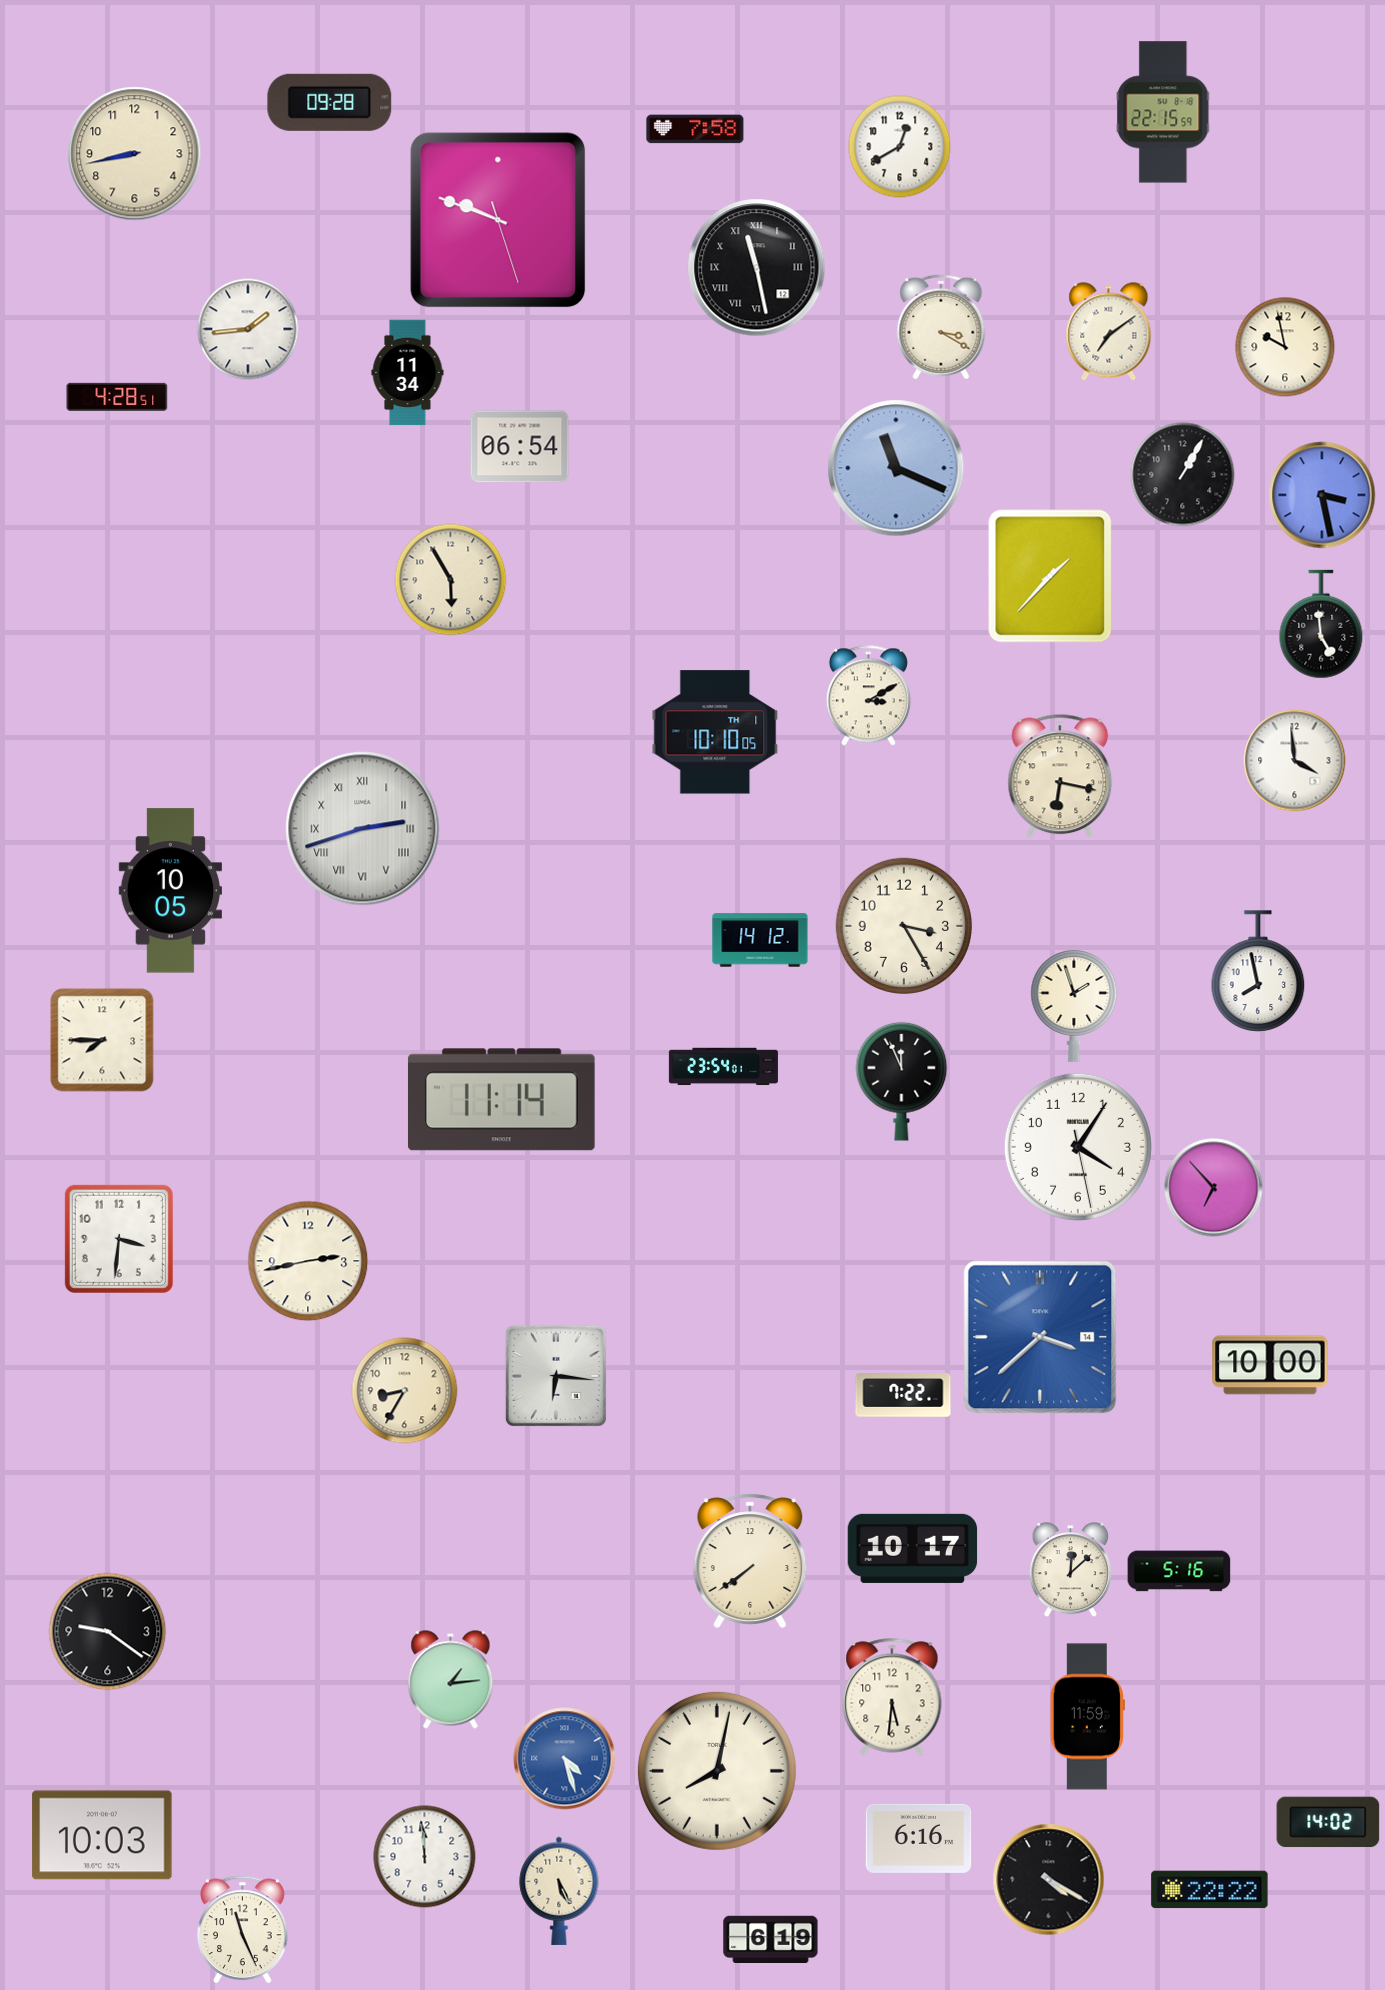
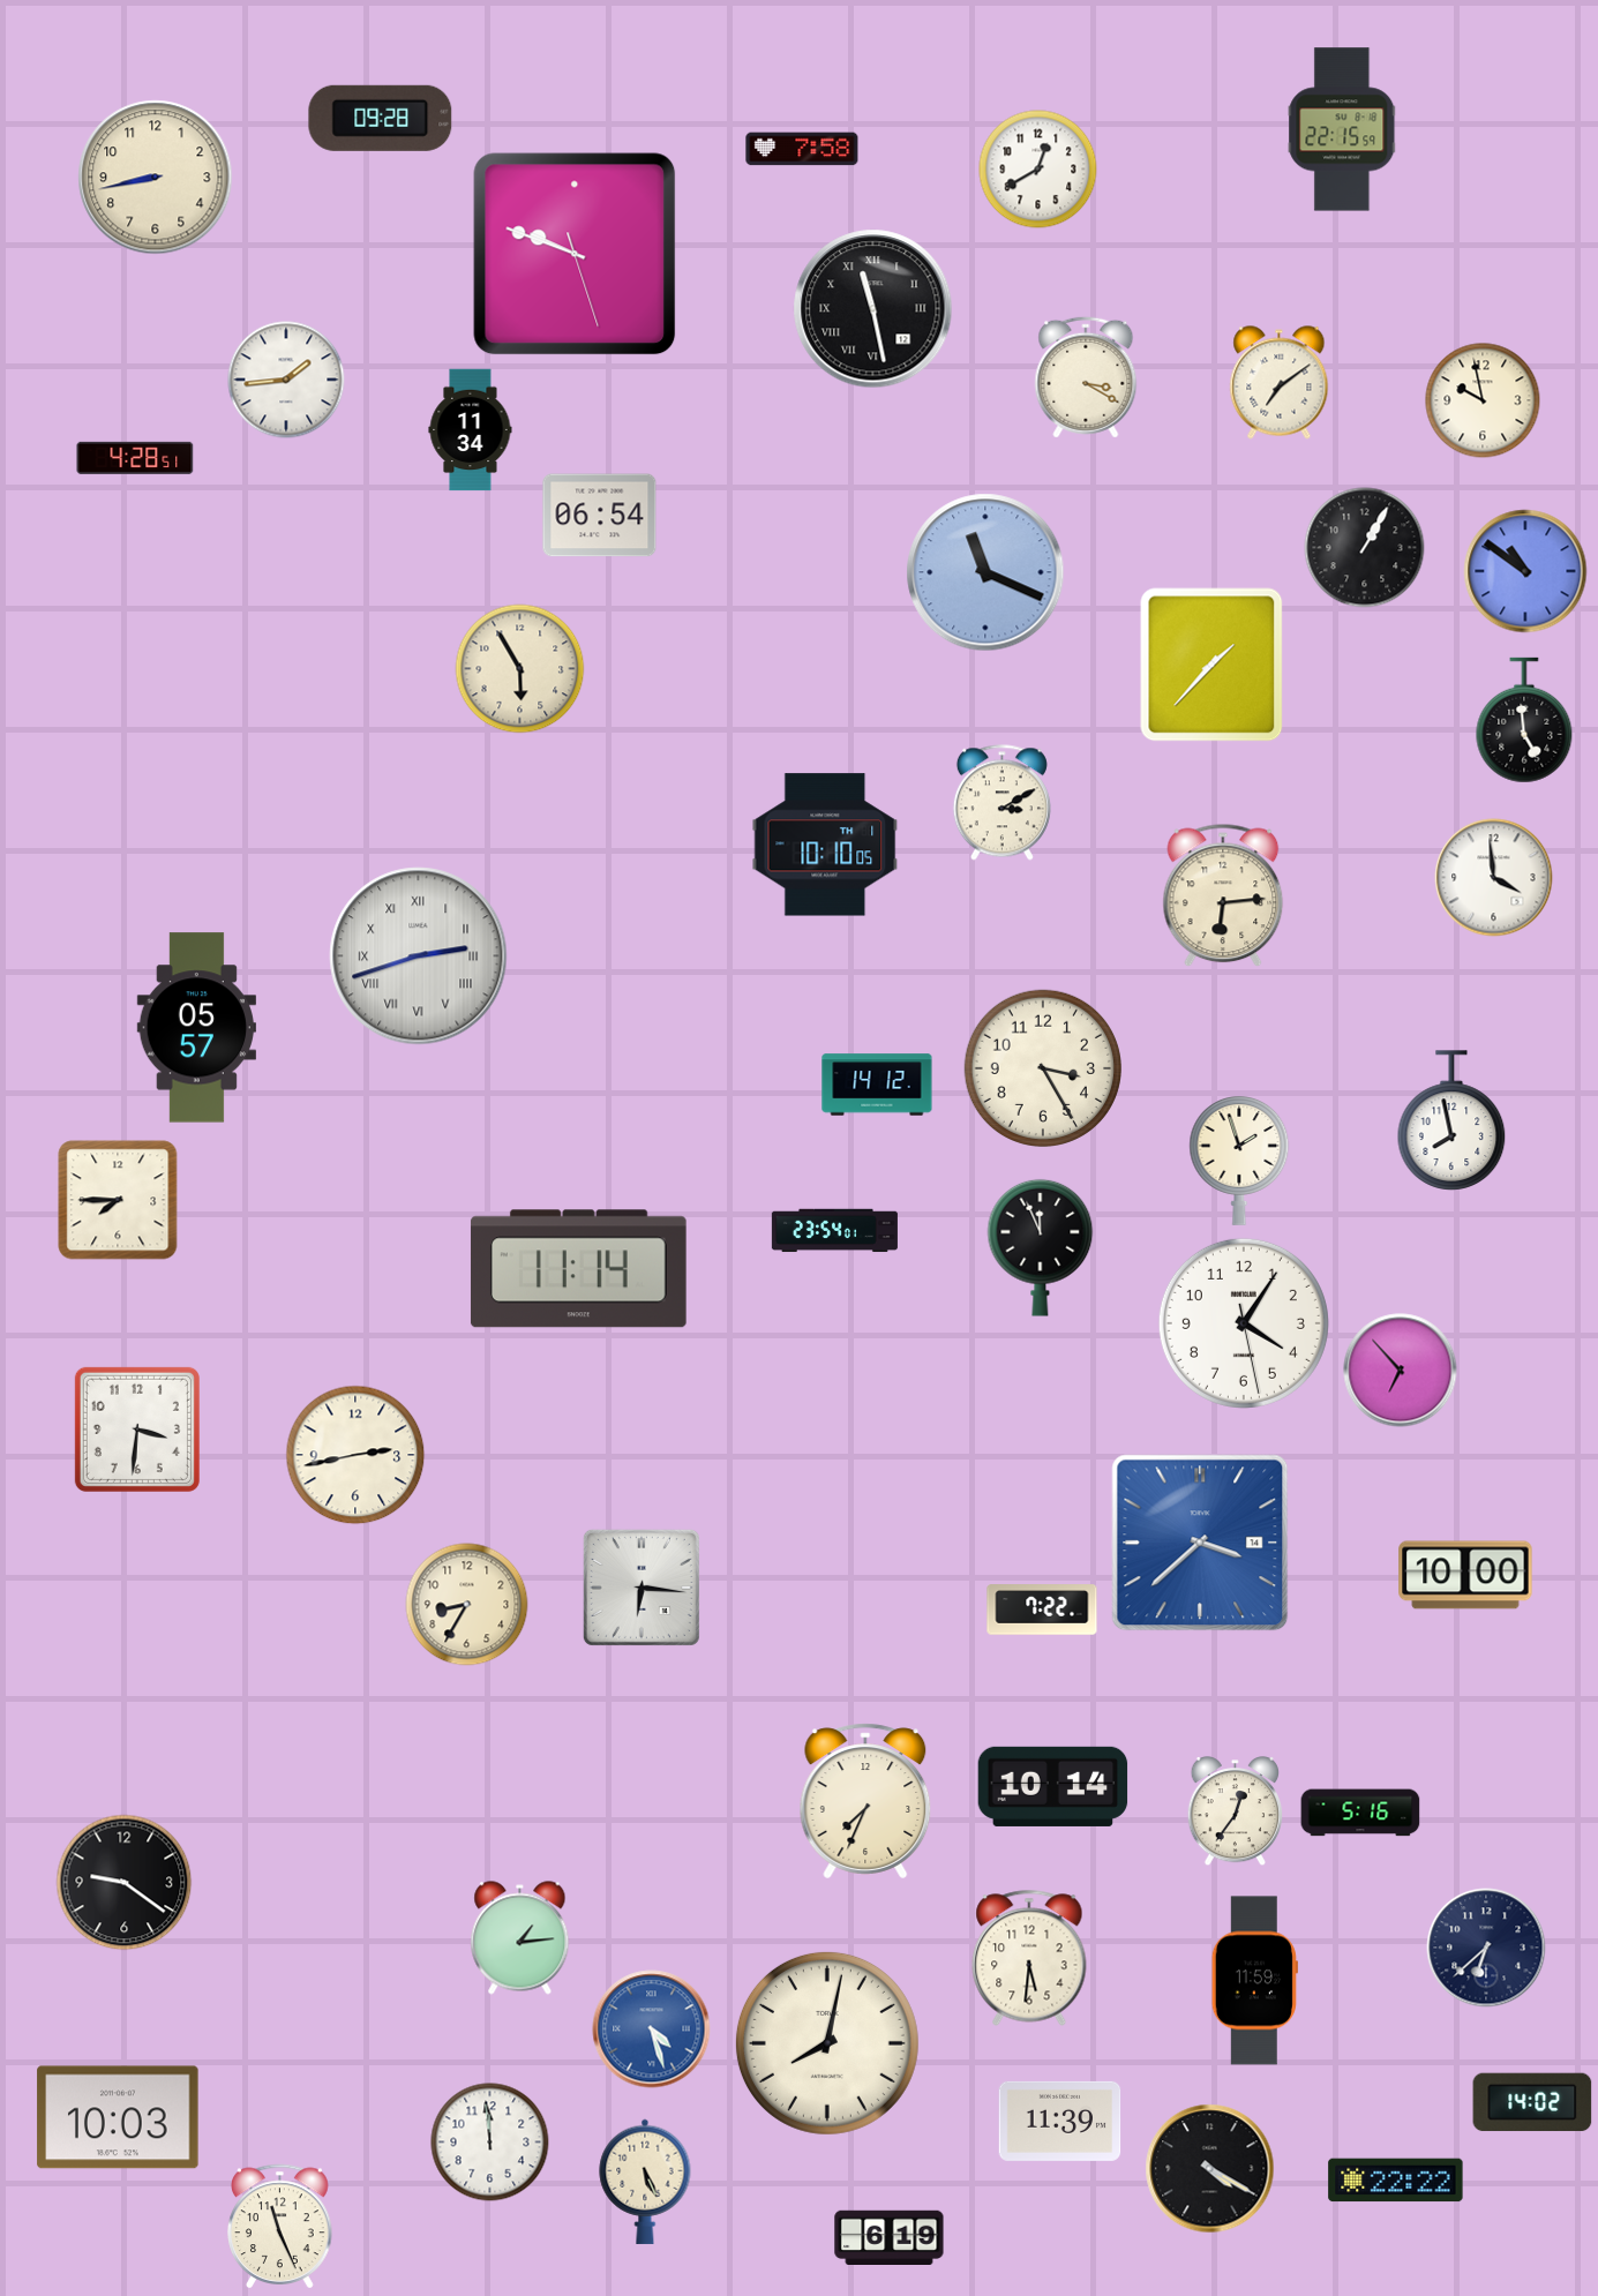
clock at (896, 468) position: (896, 468) -> (985, 572)
clock at (1322, 495): 3:28 -> 10:51
clock at (1060, 776): 6:17 -> 6:14
clock at (170, 891): 10:05 -> 05:57
clock at (913, 1548): 10:17 -> 10:14
clock at (750, 1561): 7:39 -> 7:34
clock at (1071, 1571): 12:08 -> 12:36
clock at (1486, 1948): none -> 6:38
clock at (919, 1838): 6:16 -> 11:39
